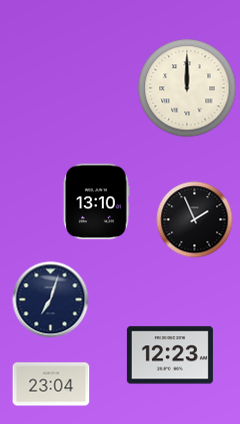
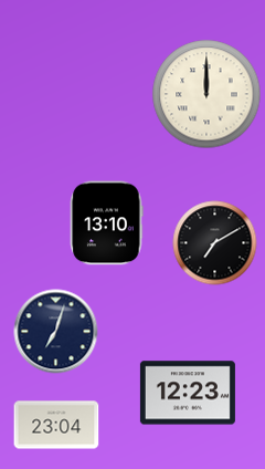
clock at (187, 88) position: (187, 88) -> (206, 94)
clock at (195, 220): 1:56 -> 7:10
